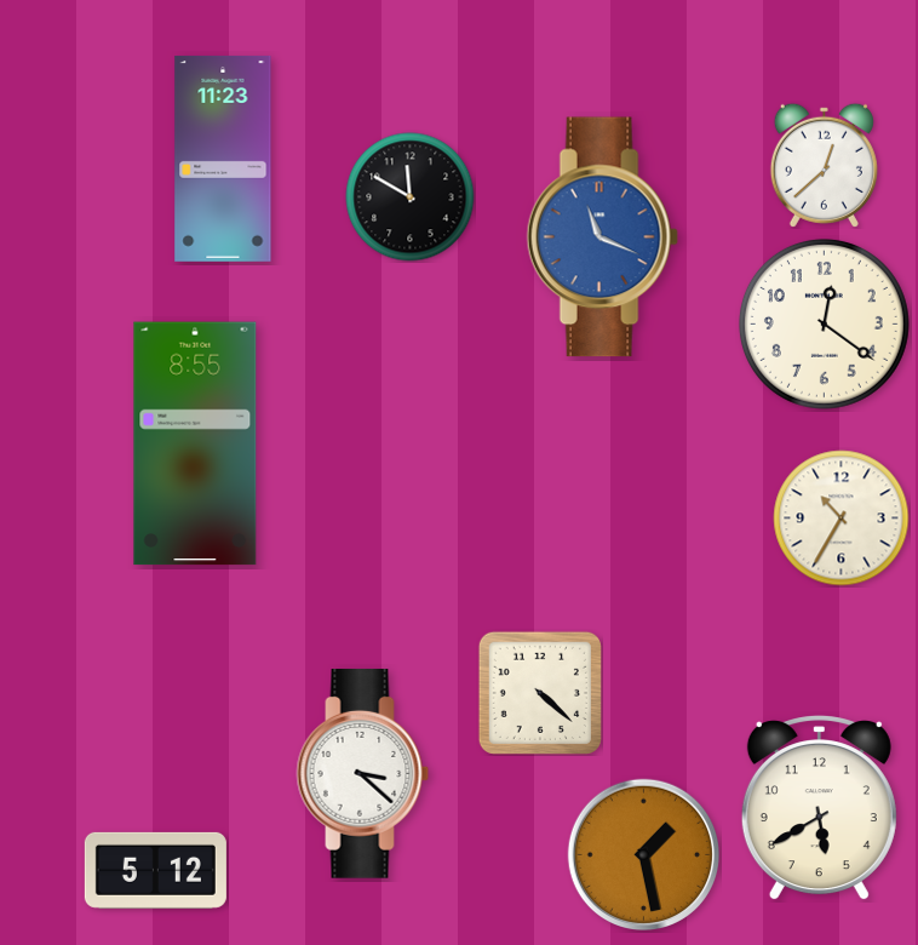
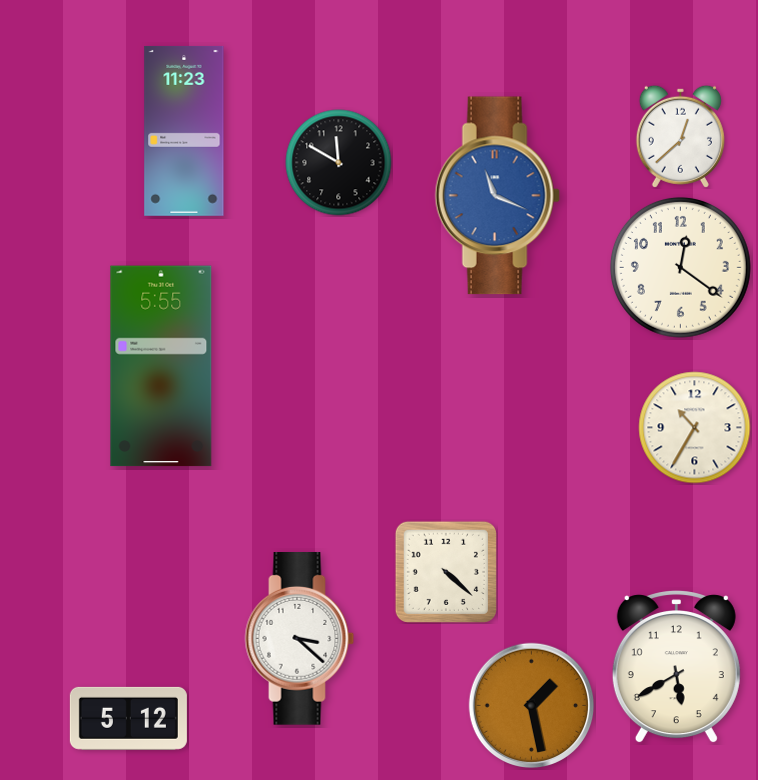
clock at (195, 443): 8:55 -> 5:55
